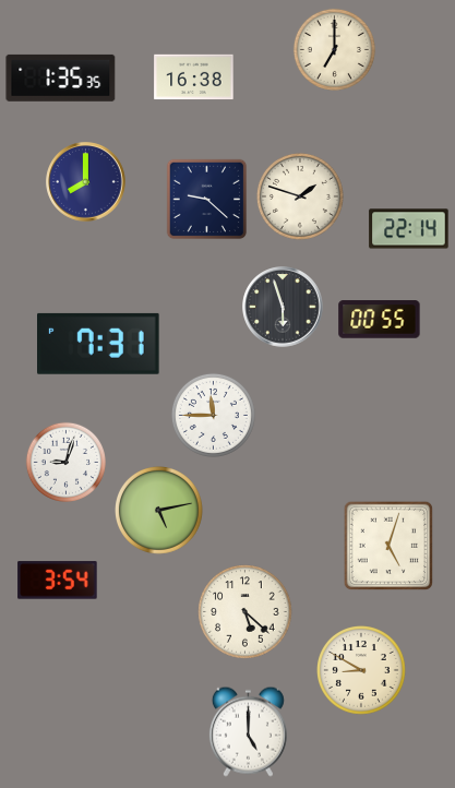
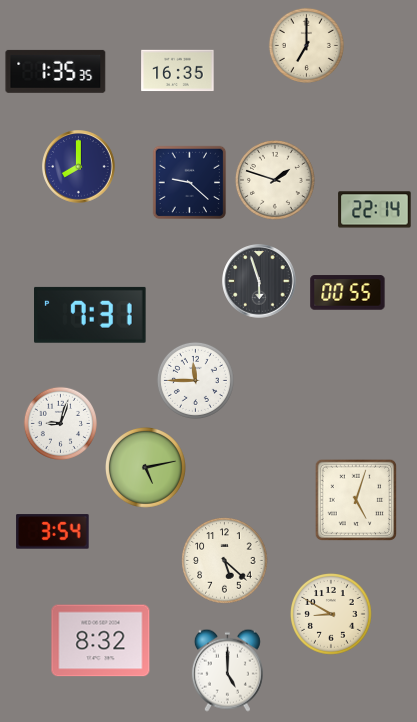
clock at (194, 77): 16:38 -> 16:35
clock at (101, 641): none -> 8:32
